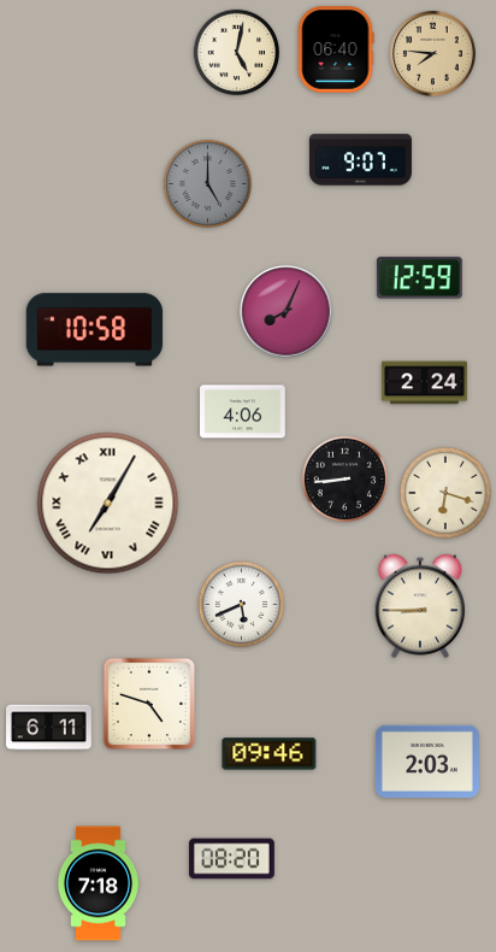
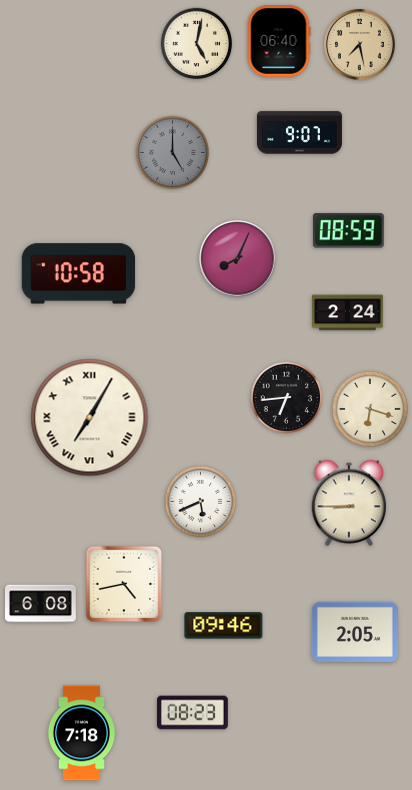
clock at (433, 54): 7:46 -> 7:28
clock at (419, 278): 12:59 -> 08:59
clock at (425, 383) position: (425, 383) -> (348, 313)
clock at (243, 412): 4:06 -> none
clock at (346, 480): 8:44 -> 6:44
clock at (149, 704): 4:48 -> 4:43
clock at (49, 728): 6:11 -> 6:08
clock at (427, 762): 2:03 -> 2:05
clock at (232, 859): 08:20 -> 08:23
